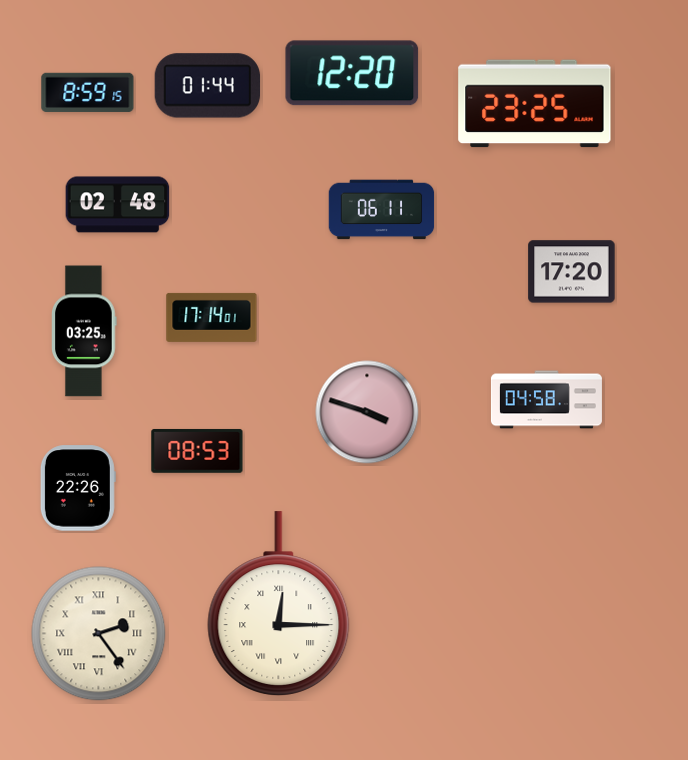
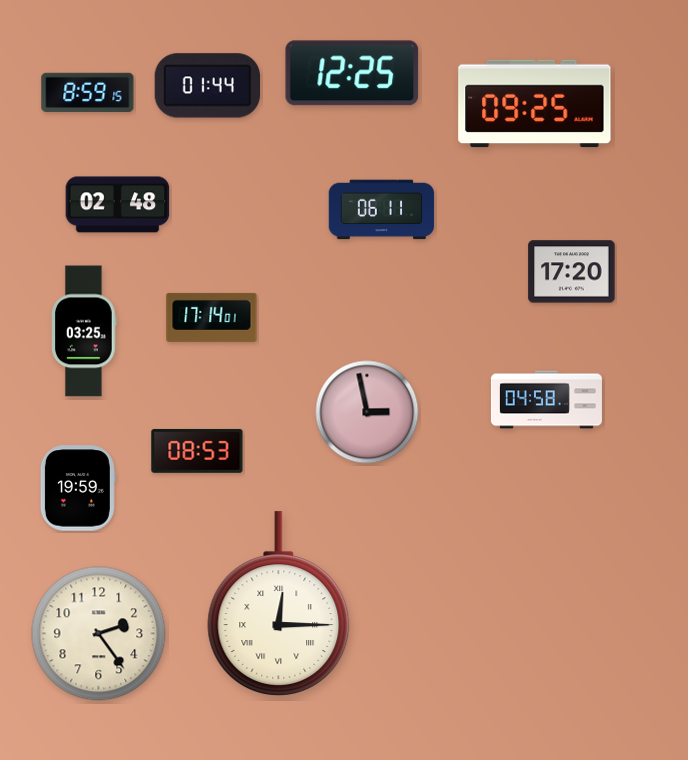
clock at (352, 73): 12:20 -> 12:25
clock at (535, 104): 23:25 -> 09:25
clock at (367, 412): 3:48 -> 2:58
clock at (78, 488): 22:26 -> 19:59
clock at (99, 634) numerals: Roman -> Arabic
